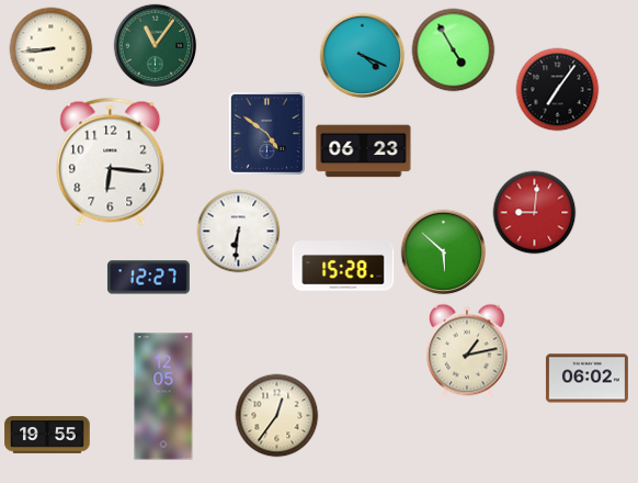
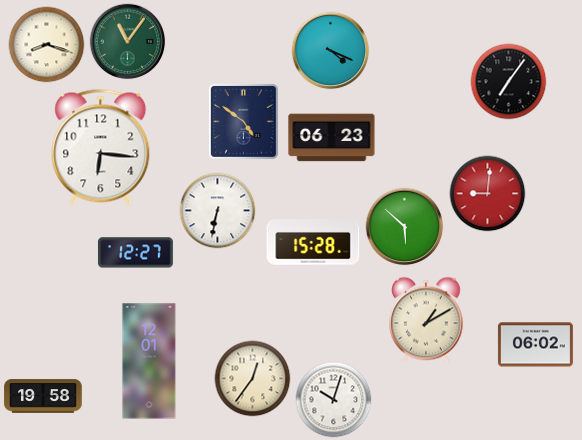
clock at (156, 46) position: (156, 46) -> (128, 42)
clock at (52, 49): 8:44 -> 8:18
clock at (454, 50): 4:55 -> none
clock at (239, 232): 6:31 -> 6:32
clock at (444, 252) position: (444, 252) -> (405, 227)
clock at (467, 351): 1:13 -> 1:10
clock at (163, 396): 12:05 -> 12:01
clock at (47, 435): 19:55 -> 19:58
clock at (334, 400): none -> 10:03
